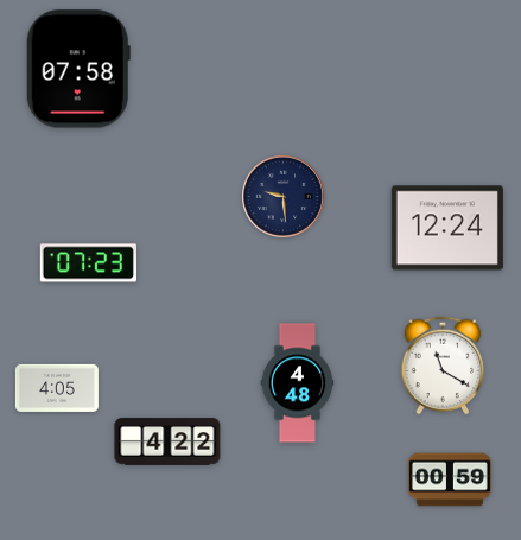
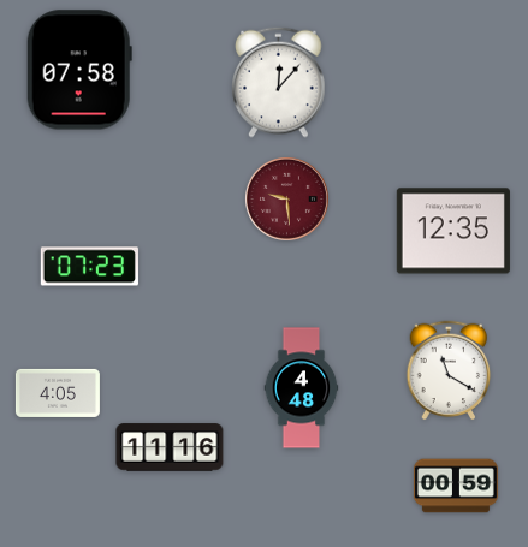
clock at (279, 82): none -> 12:07
clock at (282, 196) dial: navy -> burgundy
clock at (447, 228): 12:24 -> 12:35
clock at (167, 441): 4:22 -> 11:16
